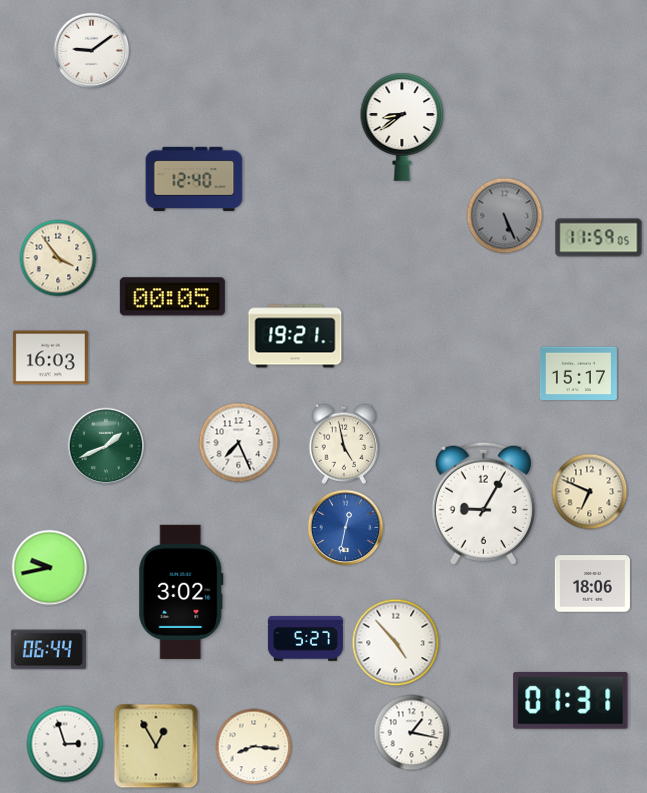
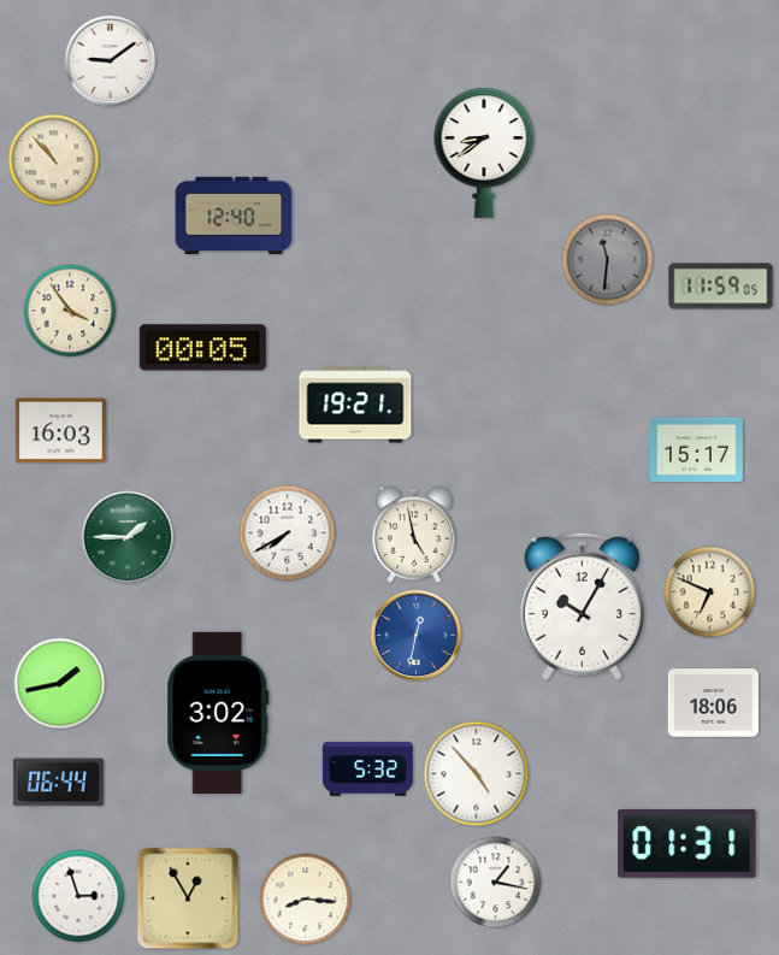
clock at (54, 160): none -> 10:53
clock at (505, 216): 5:26 -> 11:31
clock at (172, 297) position: (172, 297) -> (202, 348)
clock at (239, 443): 7:26 -> 7:40
clock at (106, 446): 1:41 -> 1:45
clock at (483, 503): 9:05 -> 10:05
clock at (50, 568): 9:43 -> 1:43
clock at (305, 638): 5:27 -> 5:32
